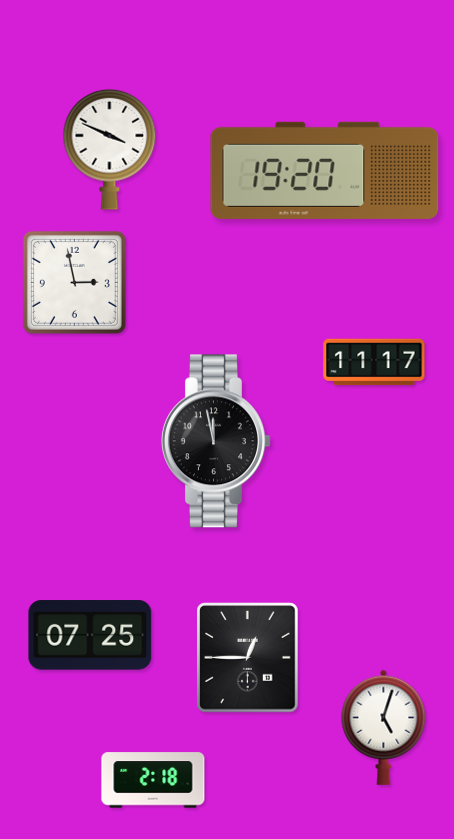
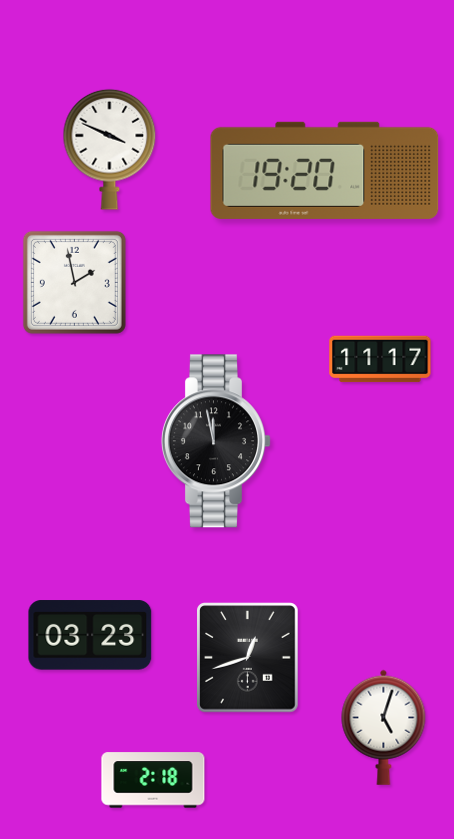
clock at (74, 282): 2:58 -> 1:58
clock at (374, 362) position: (374, 362) -> (380, 359)
clock at (90, 635): 07:25 -> 03:23
clock at (248, 658): 12:45 -> 12:42
